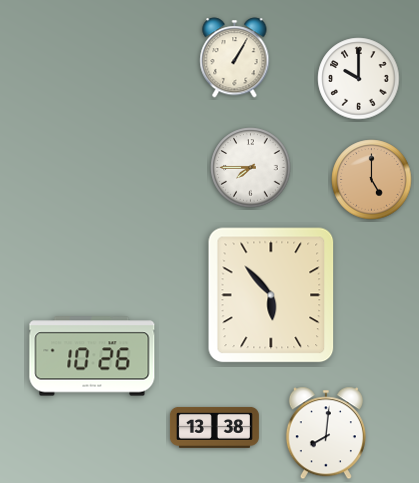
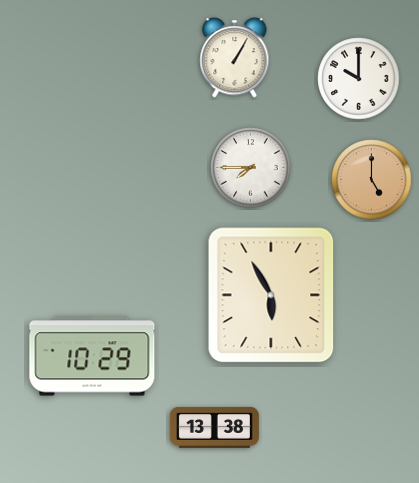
clock at (271, 295): 5:53 -> 5:55
clock at (92, 356): 10:26 -> 10:29
clock at (326, 433): 8:01 -> none
